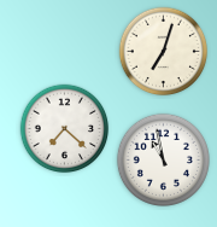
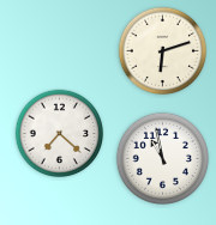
clock at (164, 52): 7:03 -> 6:12
clock at (65, 129) position: (65, 129) -> (60, 134)
